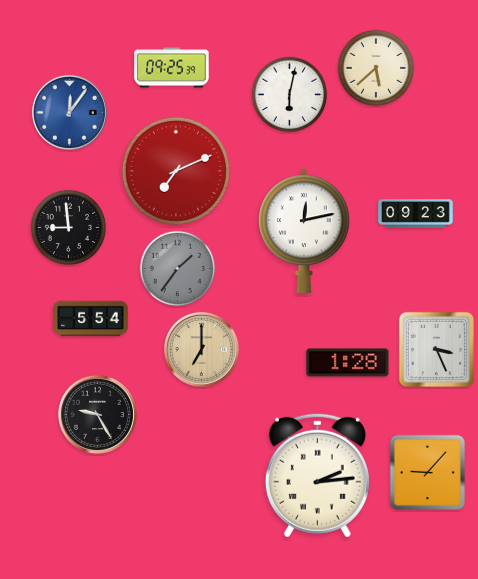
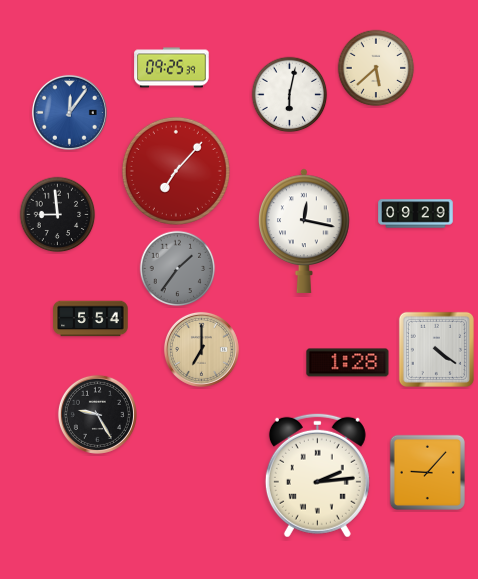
clock at (176, 171): 7:11 -> 7:07
clock at (416, 214): 09:23 -> 09:29
clock at (69, 228) position: (69, 228) -> (58, 215)
clock at (304, 231): 12:13 -> 12:17
clock at (436, 349): 3:26 -> 4:21
